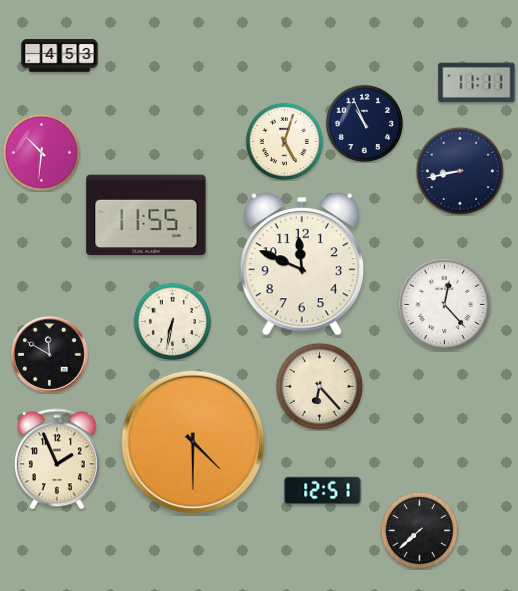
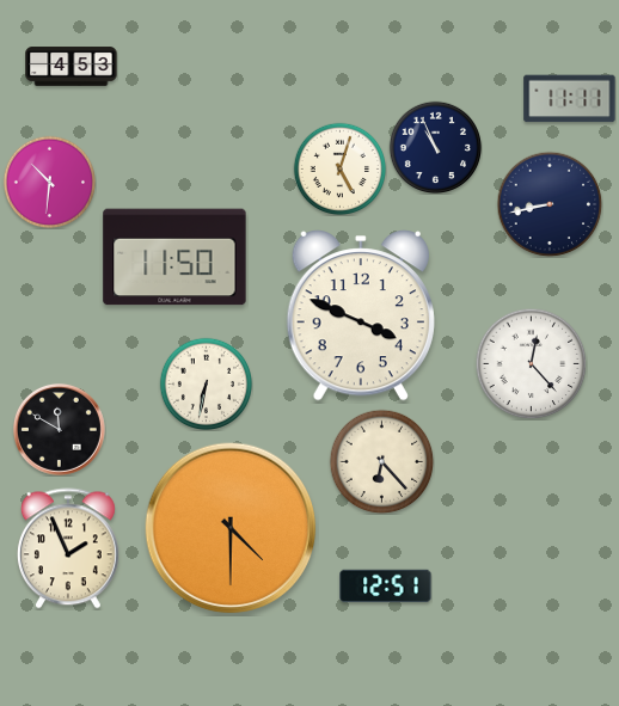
clock at (146, 215): 11:55 -> 11:50
clock at (302, 264): 11:49 -> 3:49
clock at (49, 354) position: (49, 354) -> (59, 429)
clock at (419, 530): 7:38 -> none
